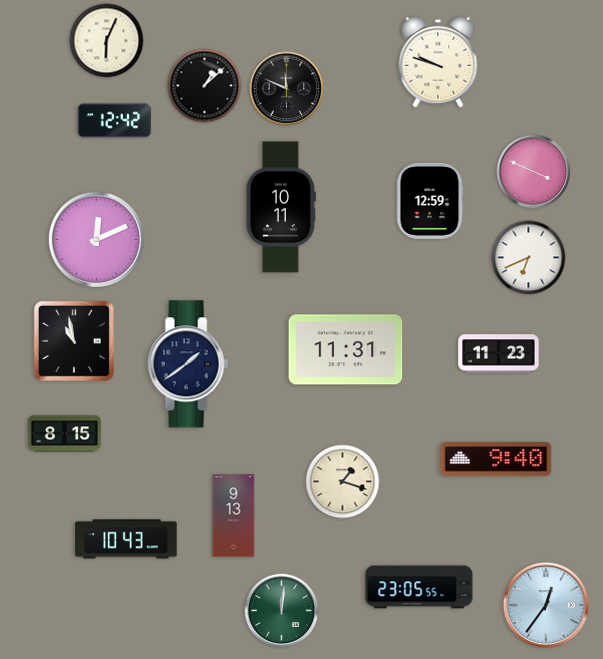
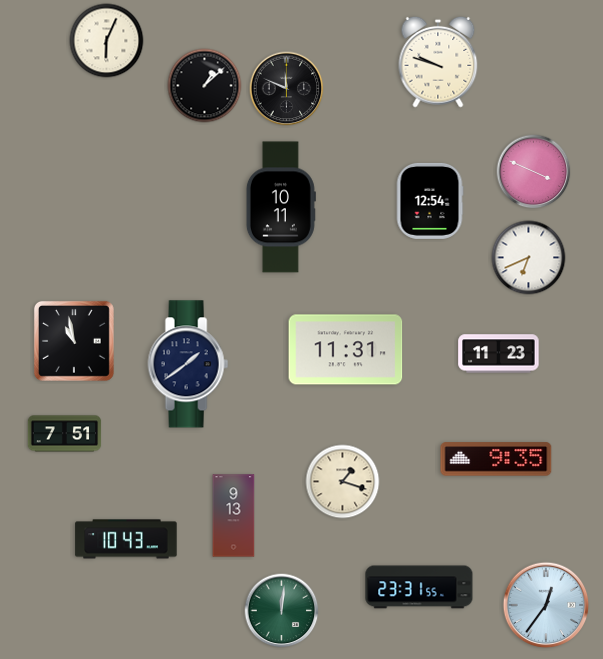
clock at (115, 121): 12:42 -> none
clock at (430, 201): 12:59 -> 12:54
clock at (97, 240): 12:11 -> none
clock at (65, 434): 8:15 -> 7:51
clock at (496, 459): 9:40 -> 9:35
clock at (419, 587): 23:05 -> 23:31
